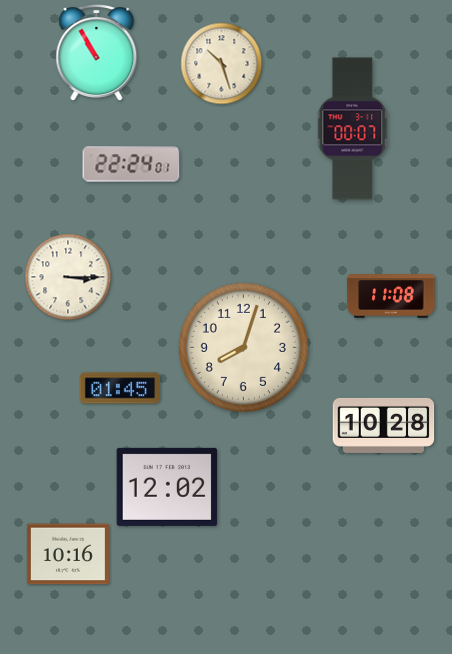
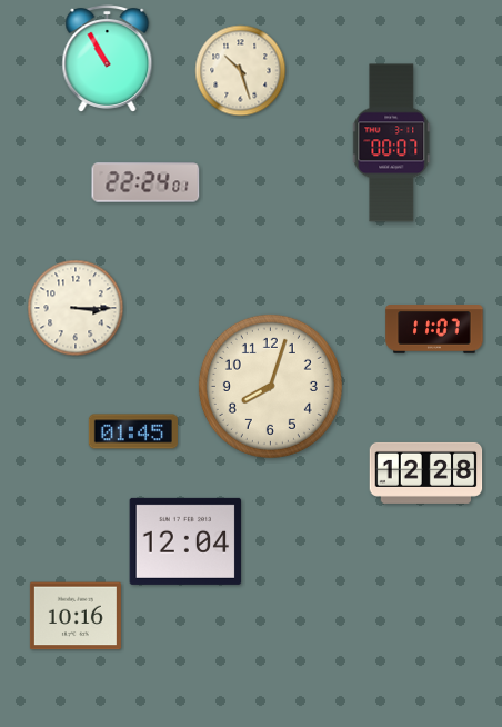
clock at (222, 64) position: (222, 64) -> (241, 71)
clock at (391, 296): 11:08 -> 11:07
clock at (384, 425): 10:28 -> 12:28
clock at (167, 487): 12:02 -> 12:04
